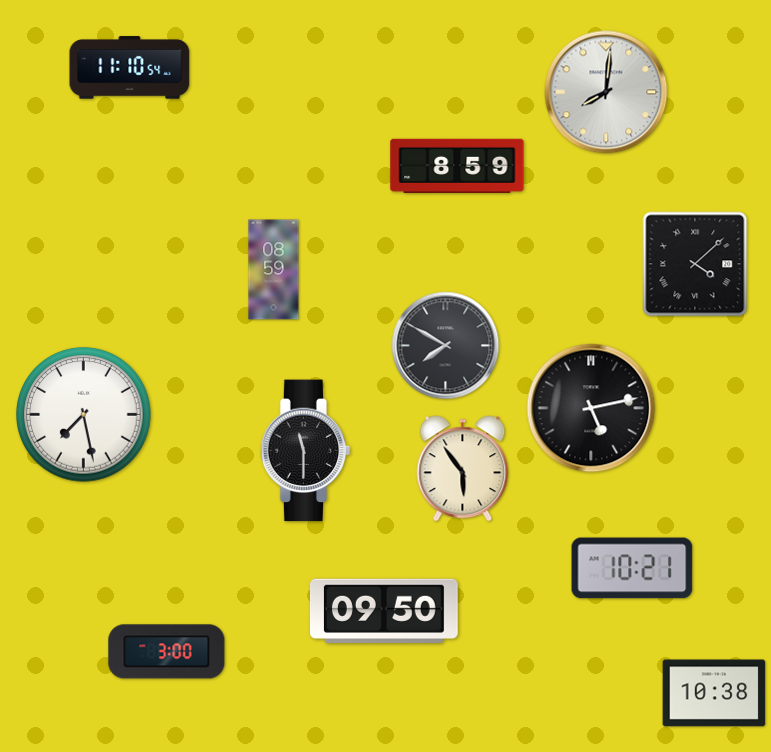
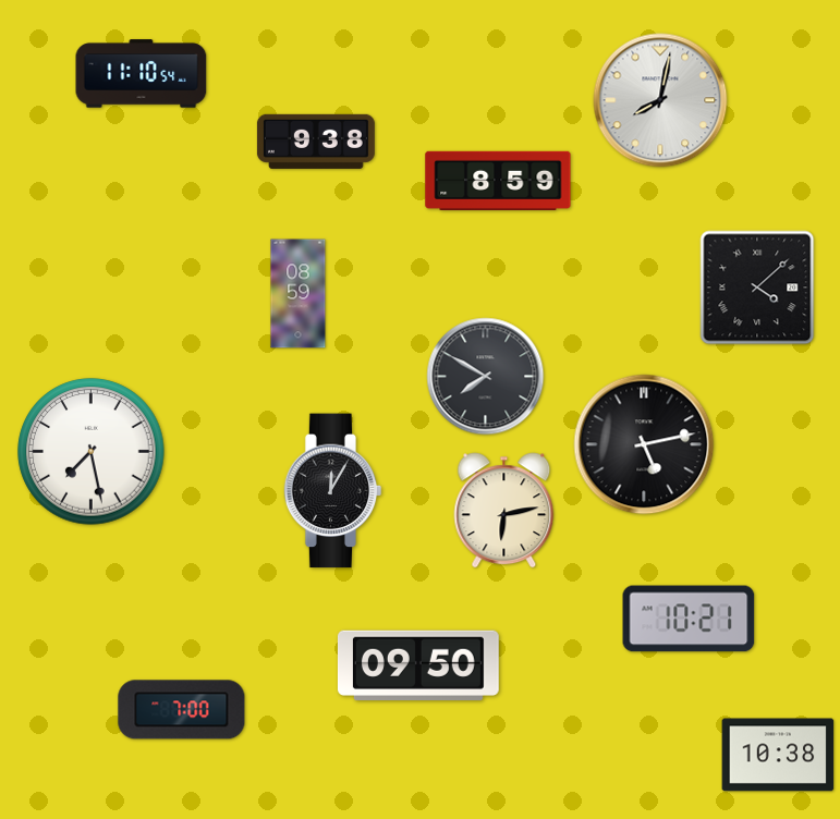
clock at (606, 92): 8:01 -> 8:02
clock at (316, 142): none -> 9:38
clock at (306, 451): 11:30 -> 12:05
clock at (463, 469): 5:54 -> 6:13
clock at (167, 652): 3:00 -> 7:00
